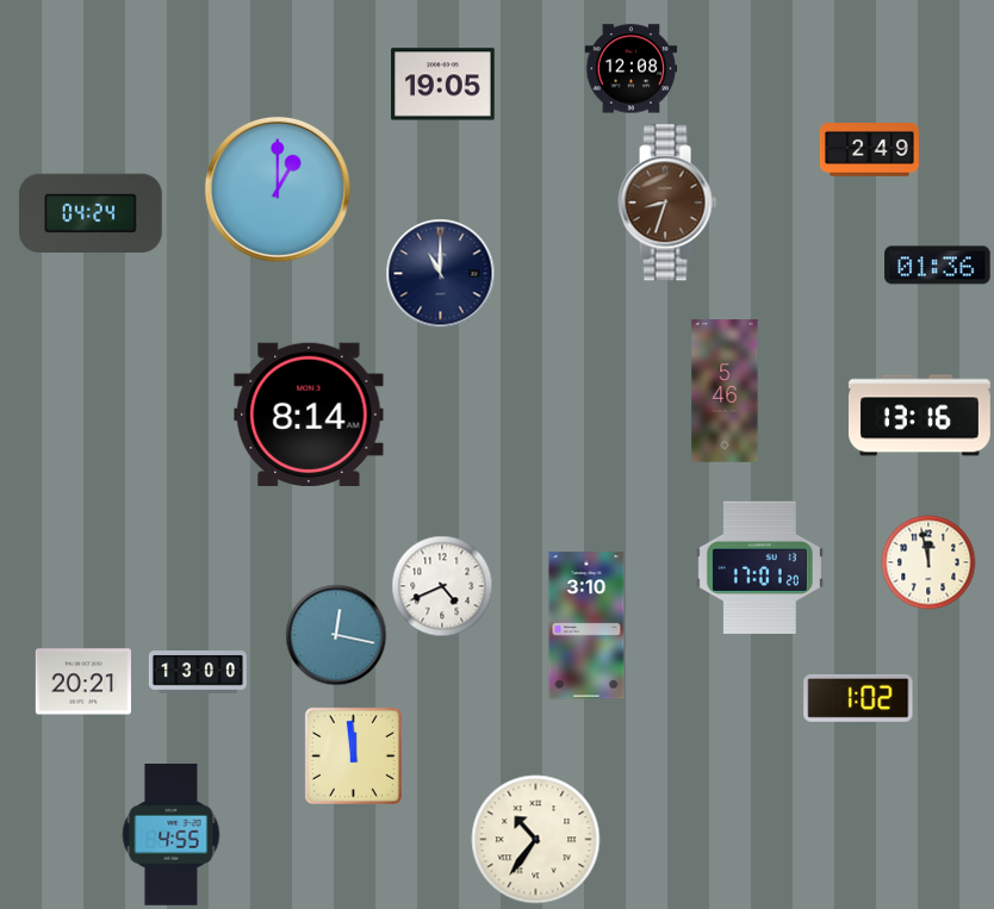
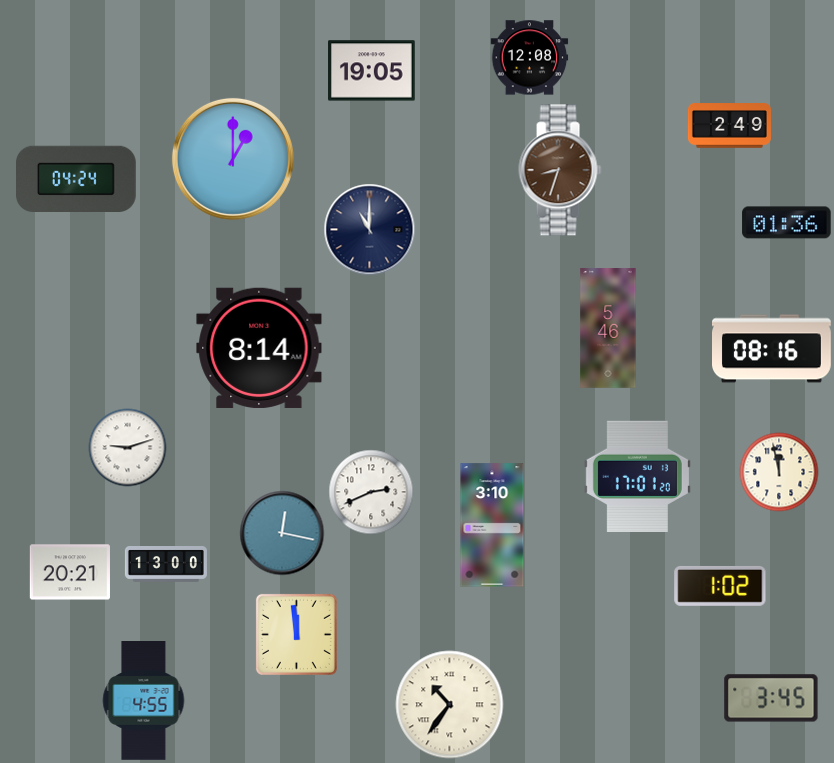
clock at (920, 416): 13:16 -> 08:16
clock at (128, 448): none -> 9:12
clock at (442, 586): 4:41 -> 2:41
clock at (771, 698): none -> 3:45
